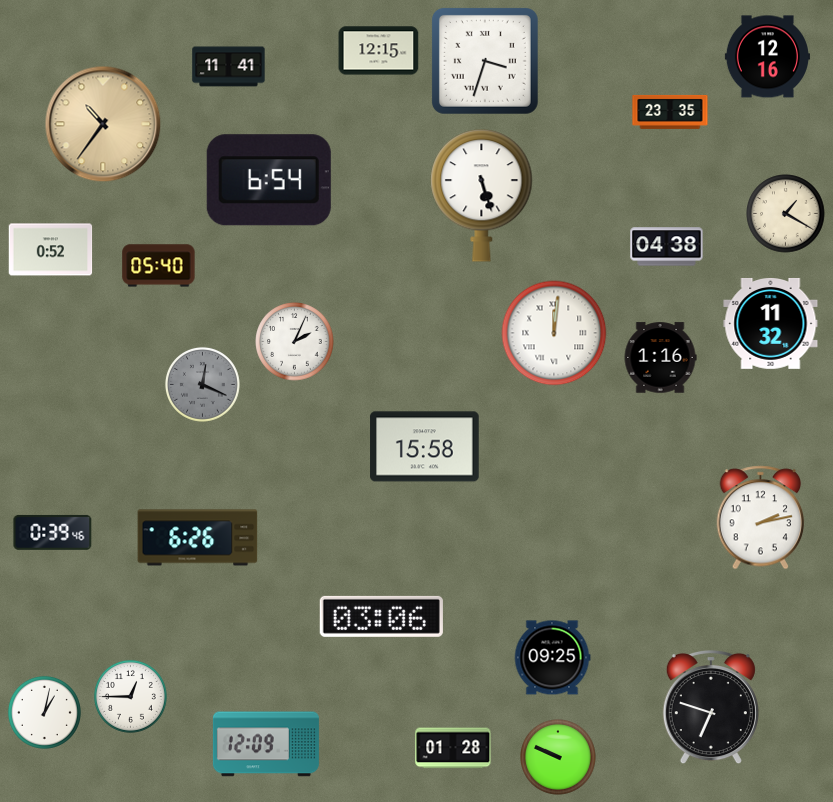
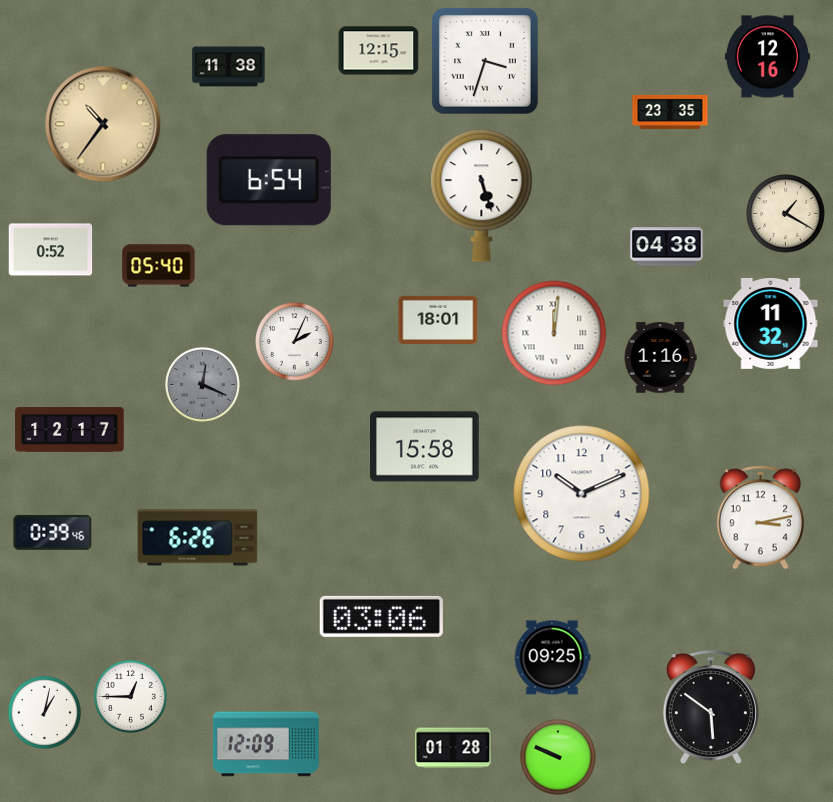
clock at (229, 67): 11:41 -> 11:38
clock at (438, 320): none -> 18:01
clock at (70, 430): none -> 12:17
clock at (582, 494): none -> 10:11
clock at (761, 518): 2:13 -> 3:13
clock at (711, 707): 6:48 -> 5:51
